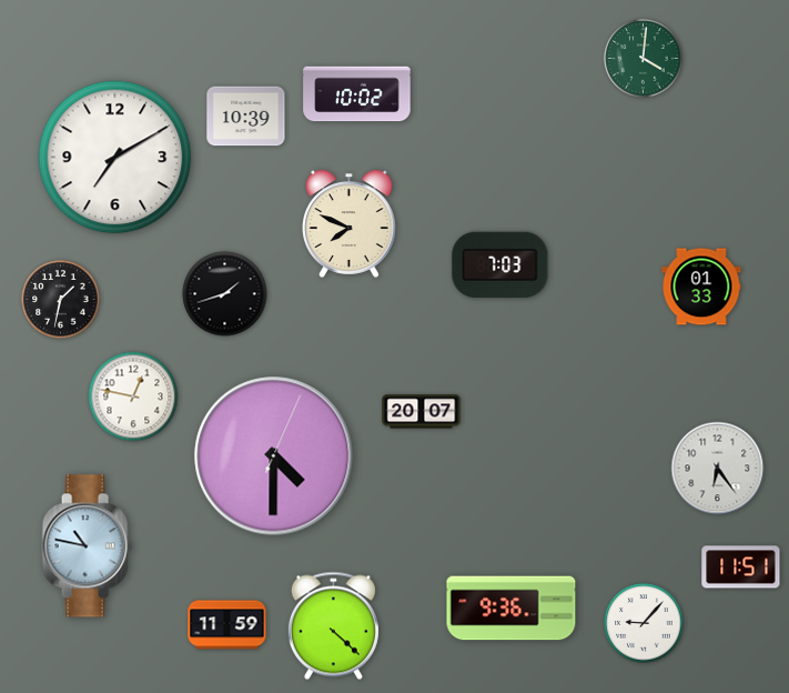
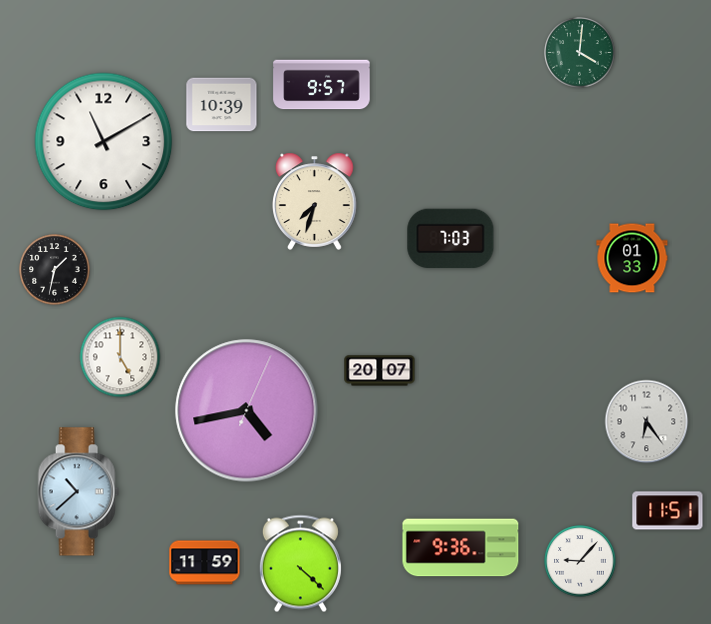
clock at (357, 94): 10:02 -> 9:57
clock at (115, 158): 7:10 -> 11:10
clock at (350, 223): 7:49 -> 7:33
clock at (225, 294): 1:42 -> none
clock at (133, 396): 12:47 -> 5:00
clock at (274, 456): 4:30 -> 4:43
clock at (87, 546): 10:47 -> 10:38
